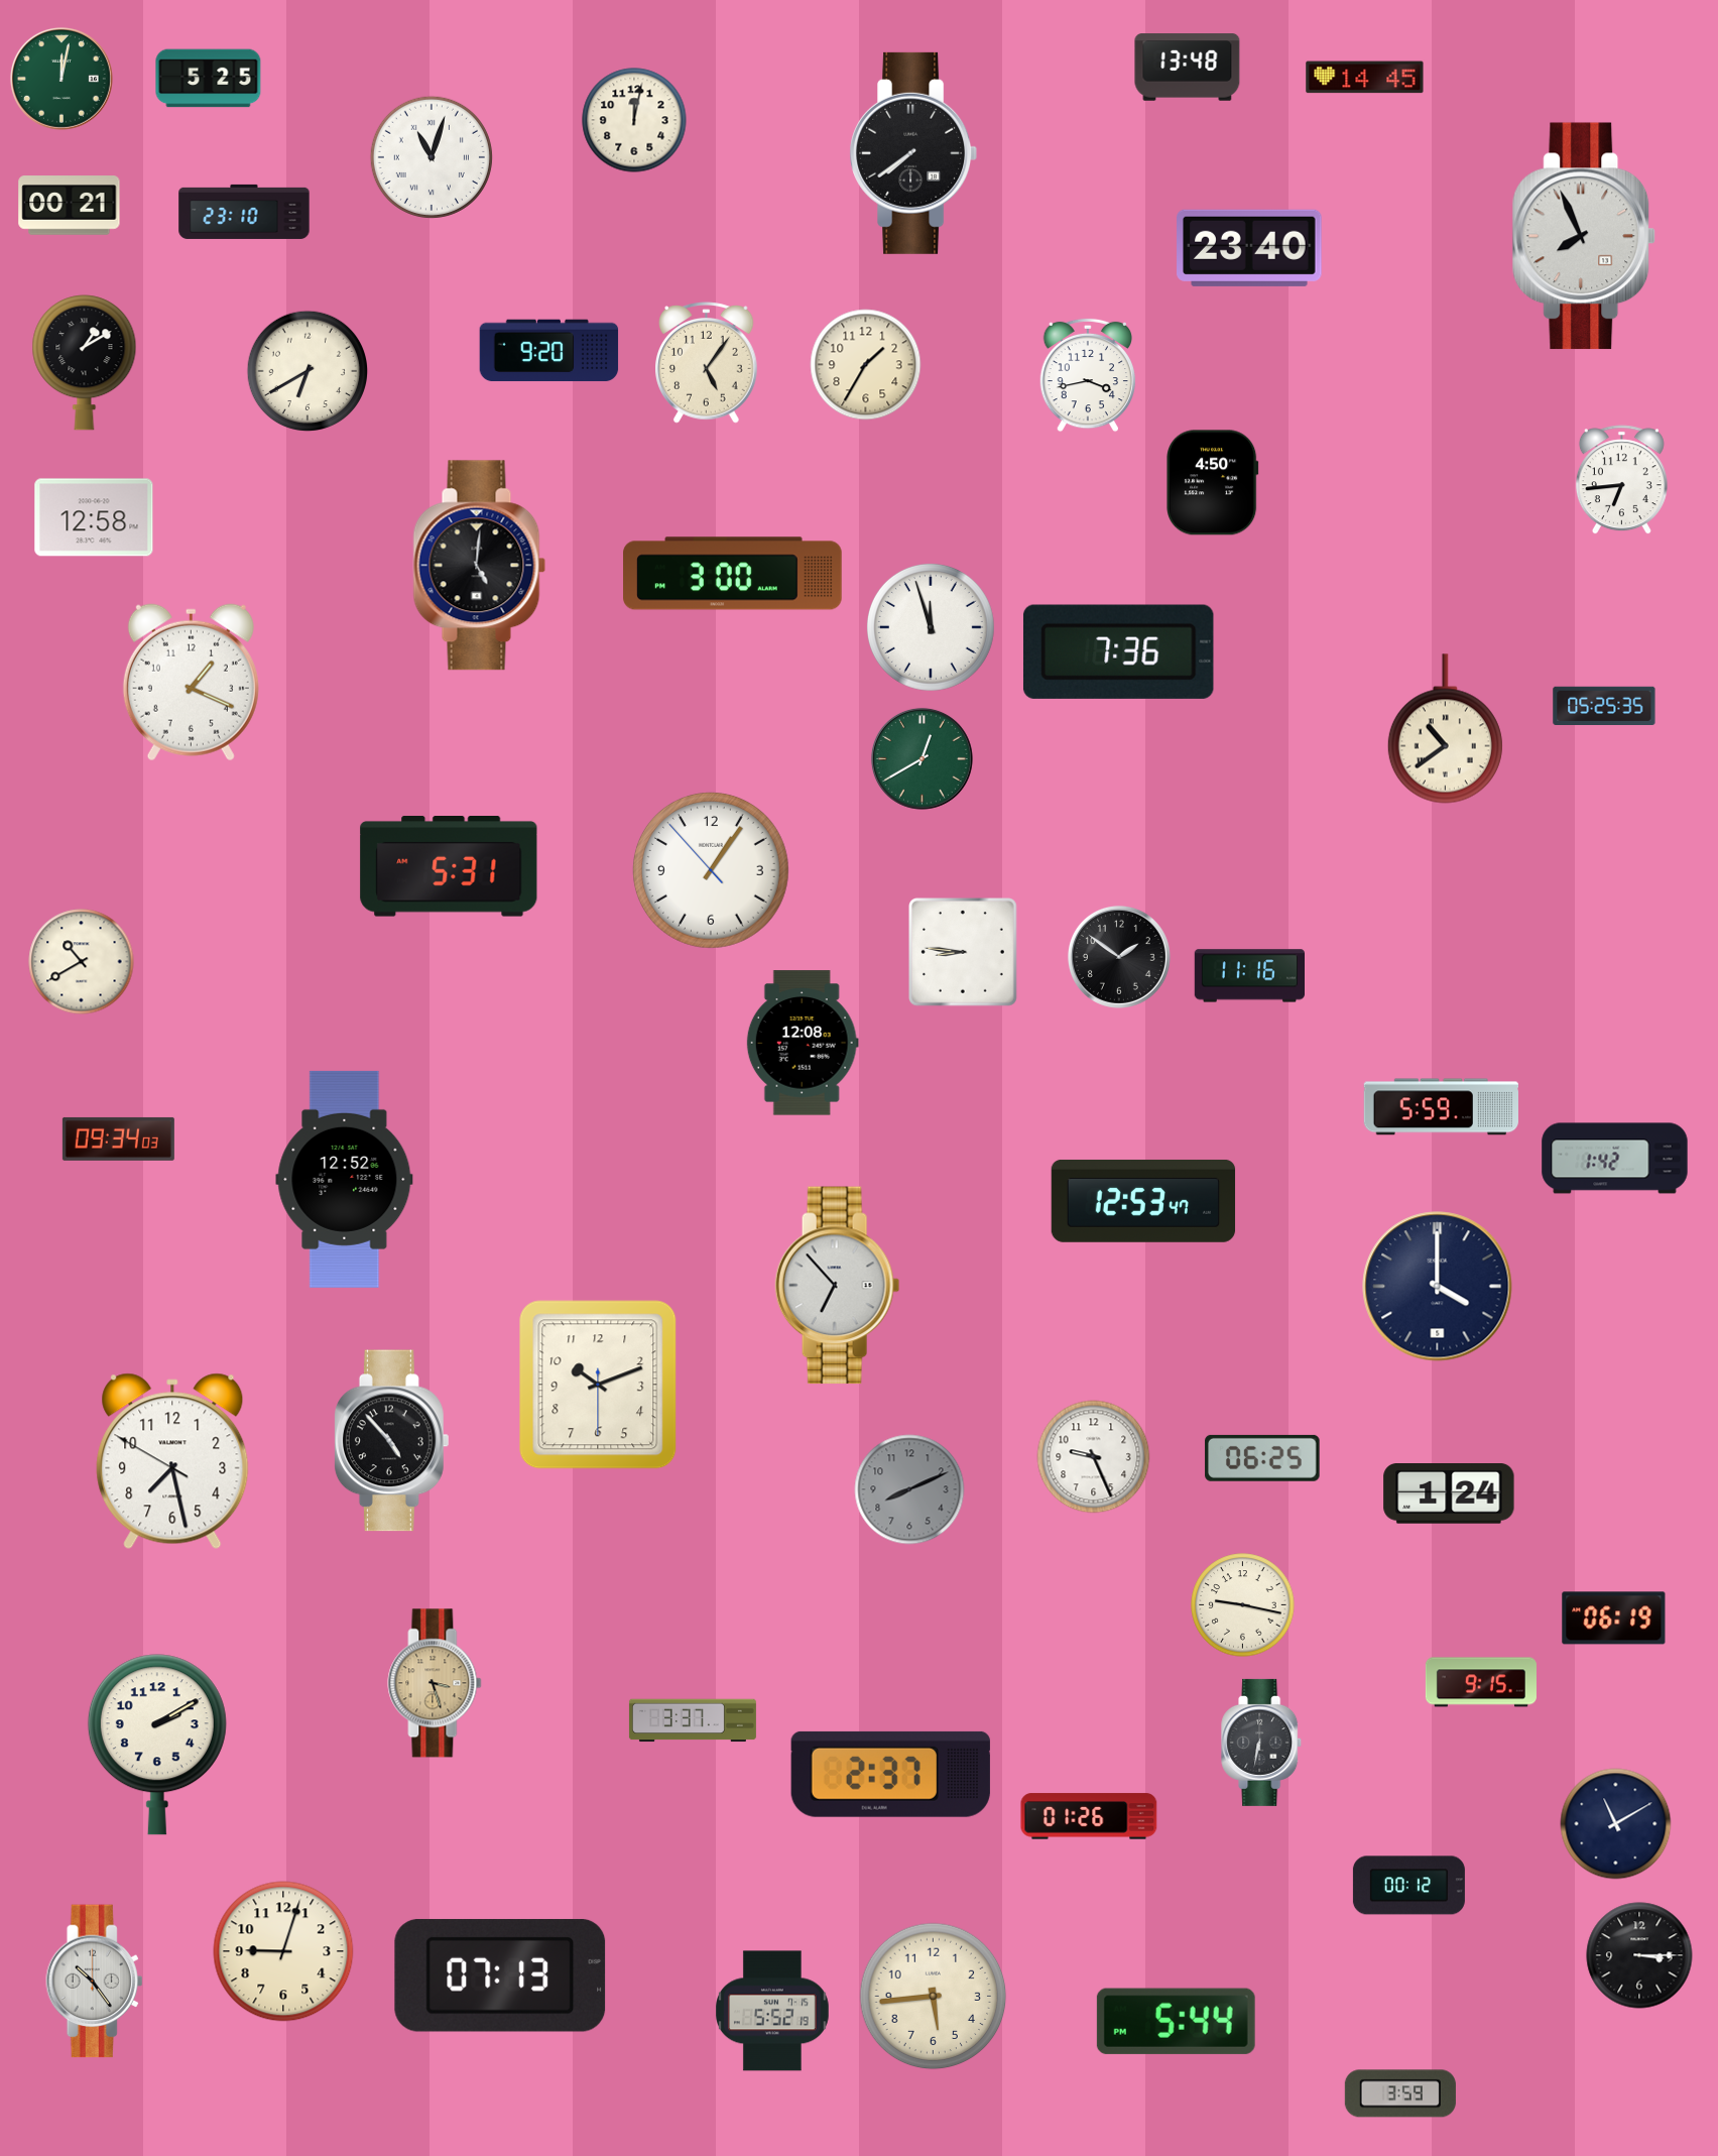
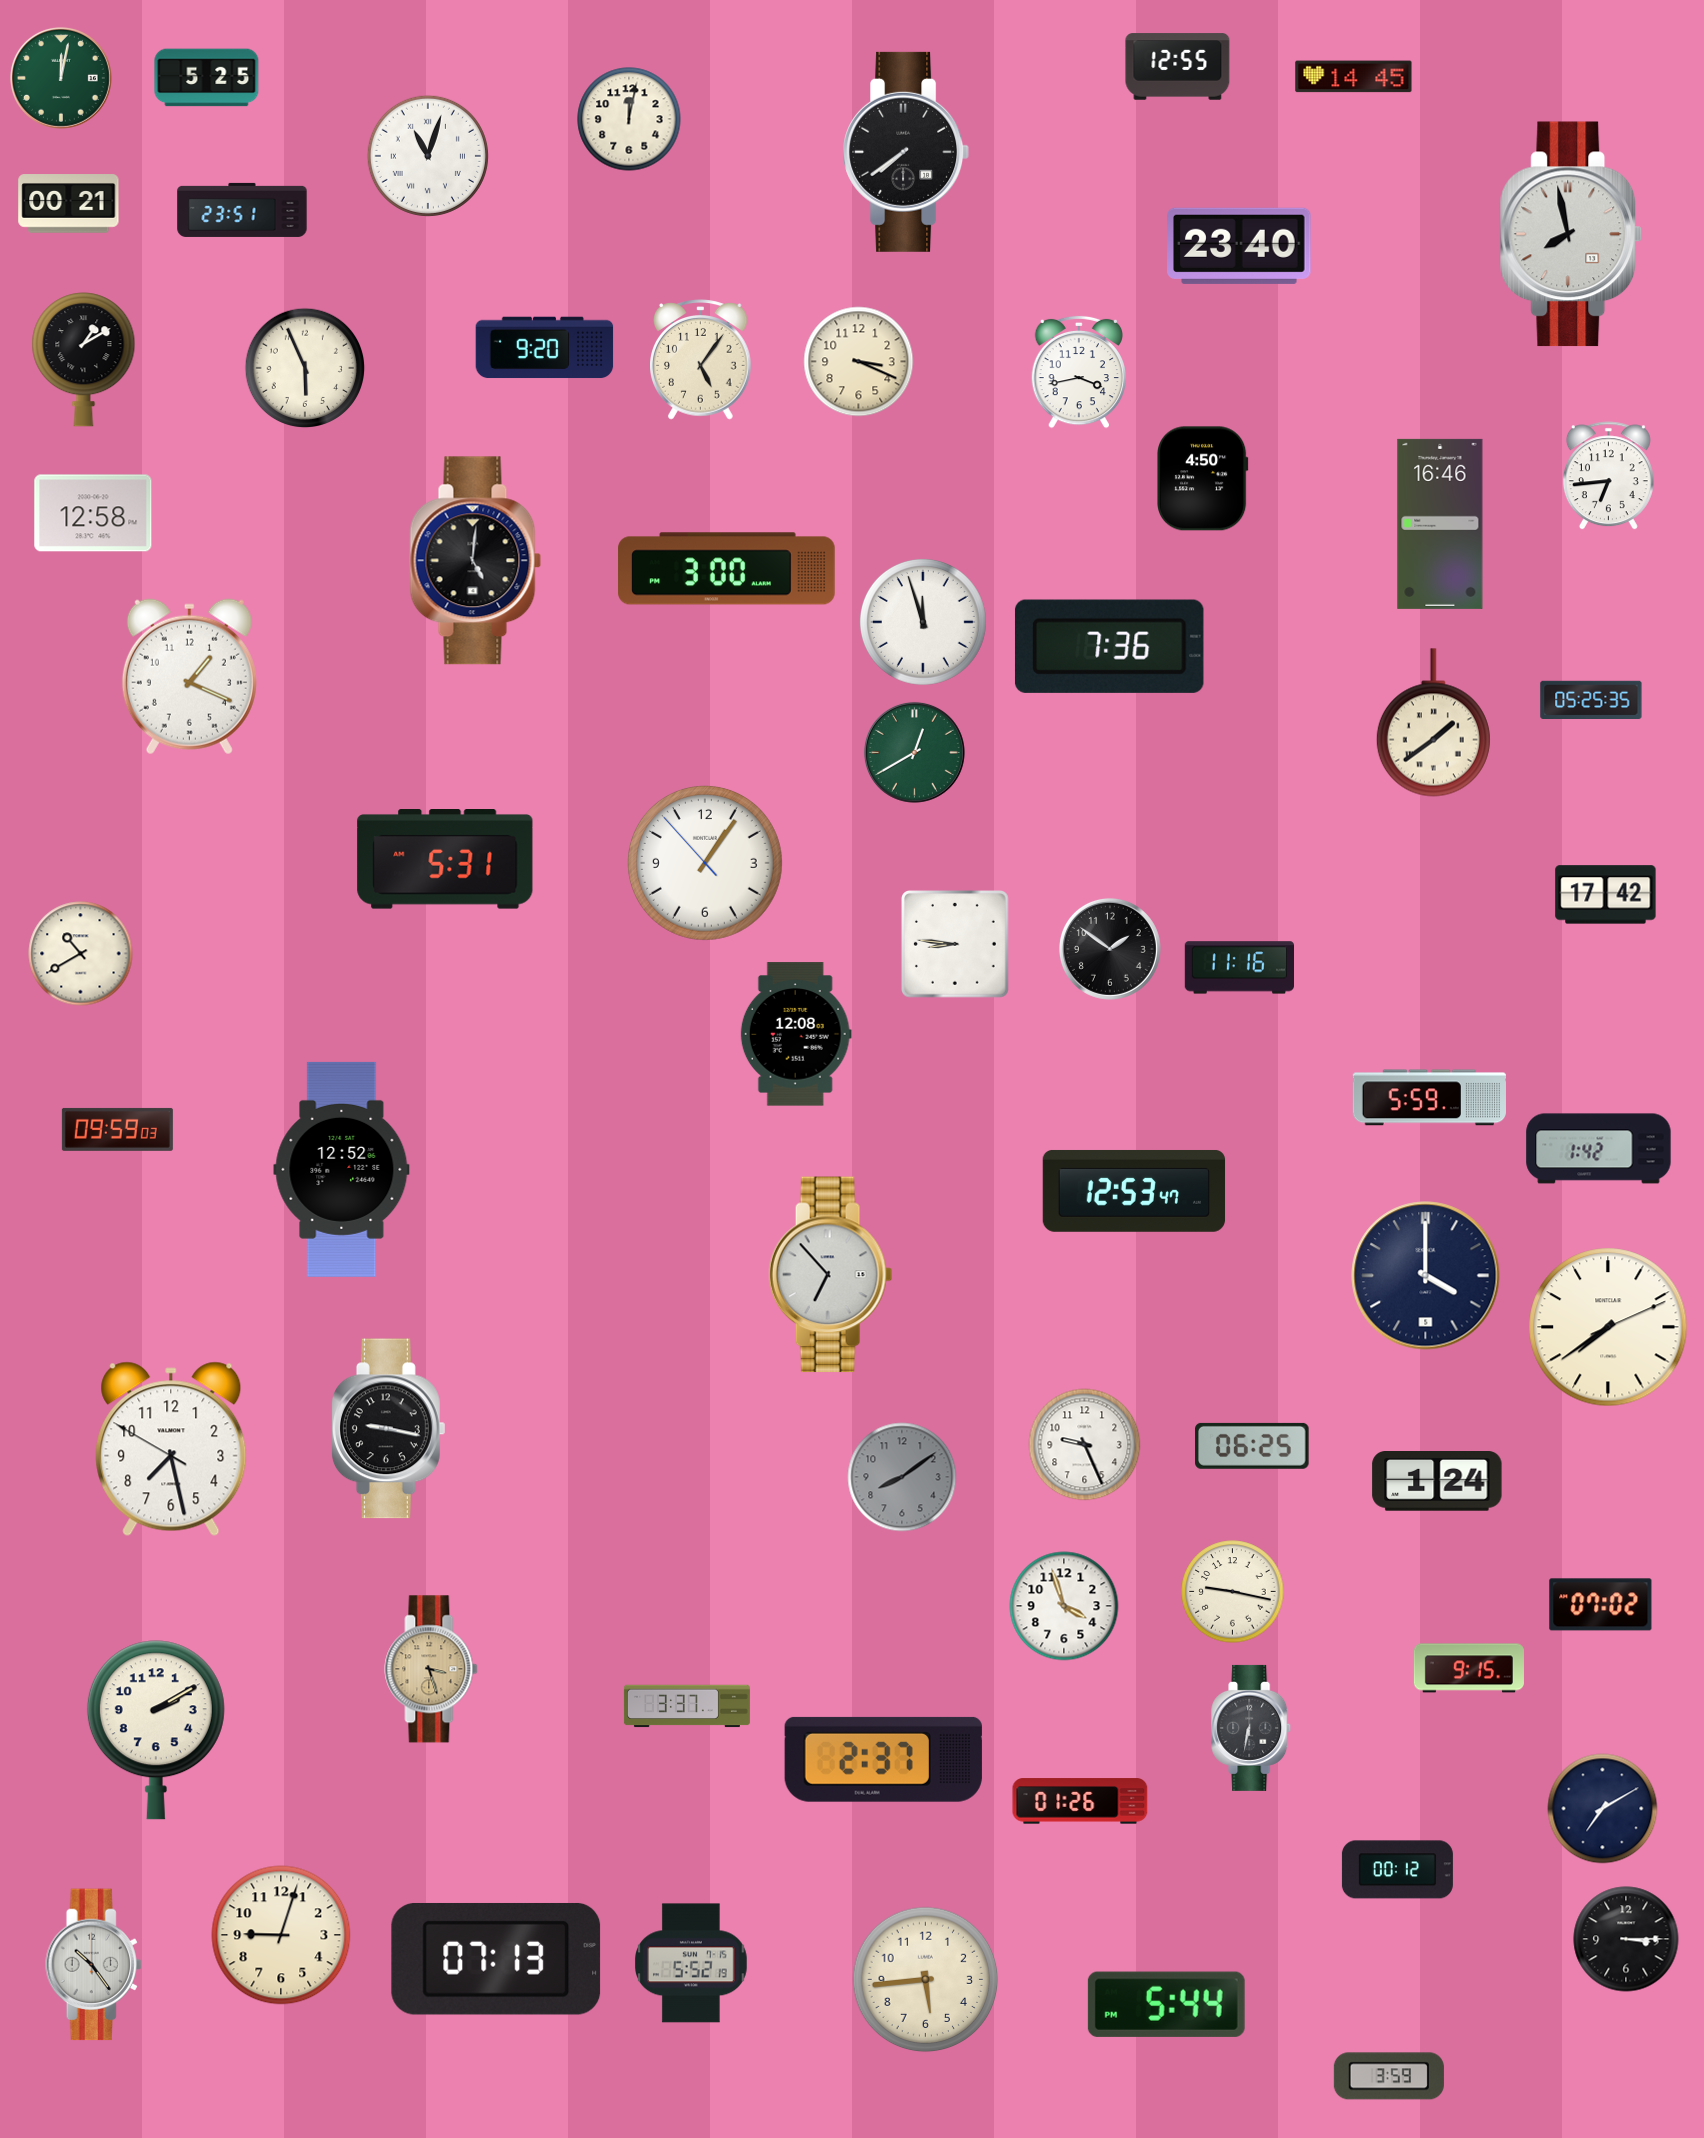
clock at (1188, 68): 13:48 -> 12:55
clock at (244, 212): 23:10 -> 23:51
clock at (1584, 236): 7:56 -> 7:58
clock at (866, 365): 1:35 -> 3:19
clock at (308, 371): 6:40 -> 5:56
clock at (1440, 524): none -> 16:46
clock at (1445, 729): 10:39 -> 1:39
clock at (1606, 895): none -> 17:42
clock at (118, 1139): 09:34 -> 09:59
clock at (1615, 1159) position: (1615, 1159) -> (1599, 1149)
clock at (1608, 1327): none -> 7:39
clock at (598, 1385): 10:11 -> none
clock at (391, 1441): 4:53 -> 9:17
clock at (909, 1489): 8:11 -> 8:09
clock at (1614, 1619): 06:19 -> 07:02
clock at (1064, 1606): none -> 3:57
clock at (1616, 1824): 11:10 -> 7:10
clock at (773, 2011) position: (773, 2011) -> (692, 1963)
